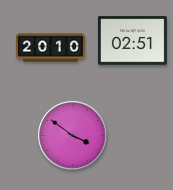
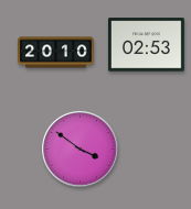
clock at (132, 41): 02:51 -> 02:53
